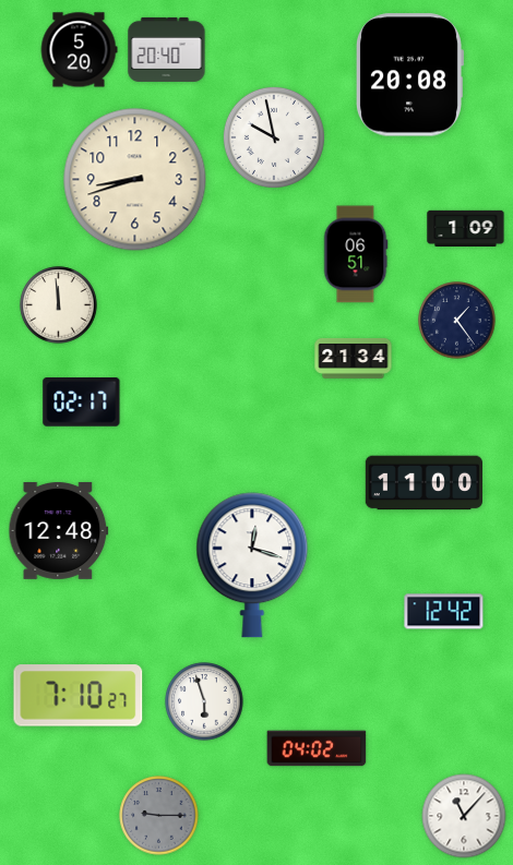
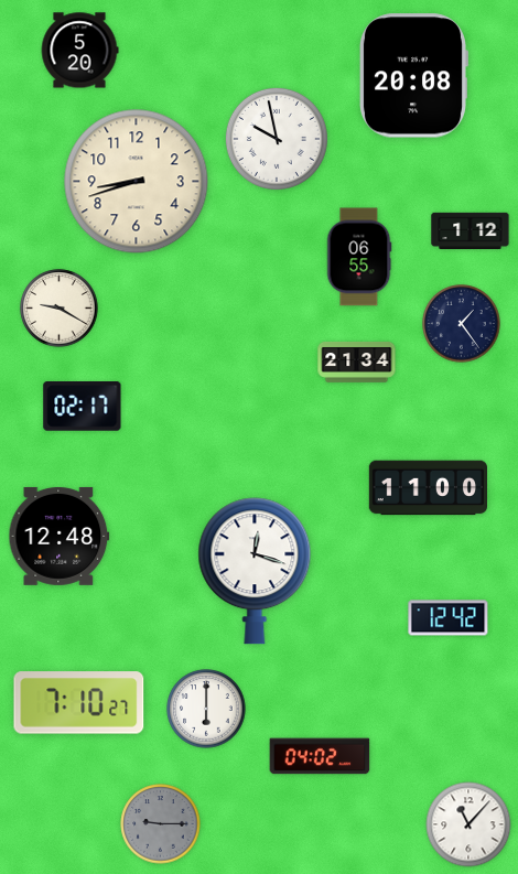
clock at (167, 49): 20:40 -> none
clock at (466, 228): 1:09 -> 1:12
clock at (356, 254): 06:51 -> 06:55
clock at (59, 305): 11:59 -> 9:20
clock at (204, 701): 5:57 -> 6:00
